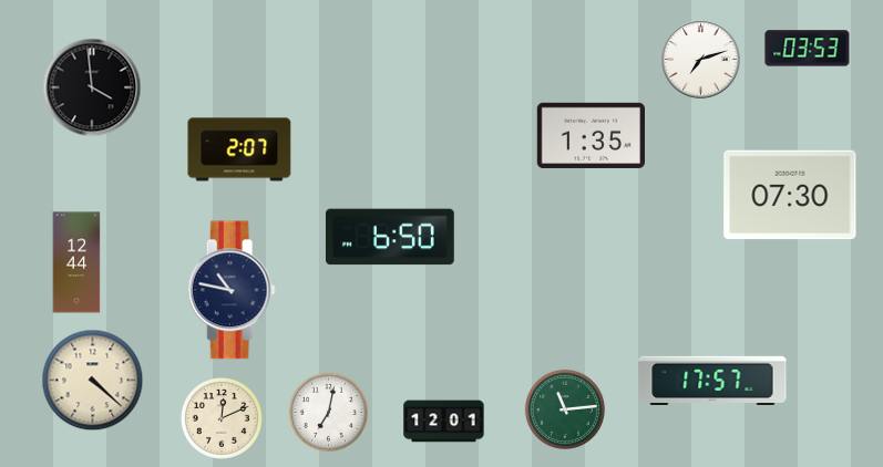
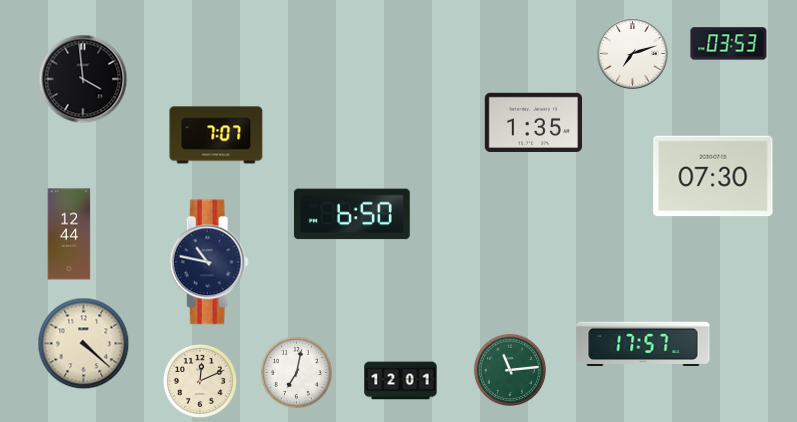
clock at (239, 149): 2:07 -> 7:07
clock at (76, 262) position: (76, 262) -> (69, 234)
clock at (222, 418) position: (222, 418) -> (200, 381)
